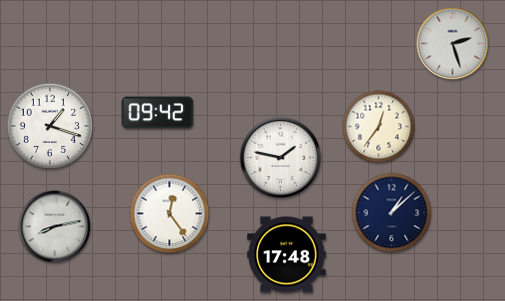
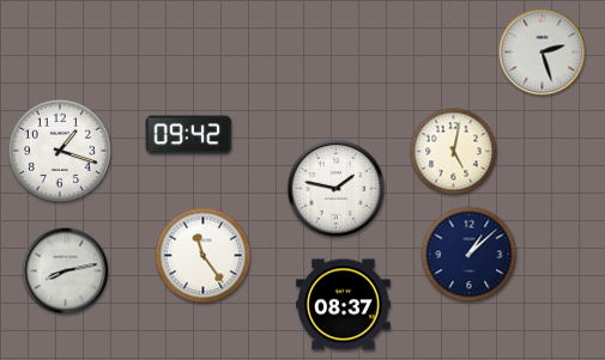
clock at (379, 127): 12:36 -> 5:02
clock at (170, 214): 12:24 -> 11:24
clock at (287, 255): 17:48 -> 08:37
